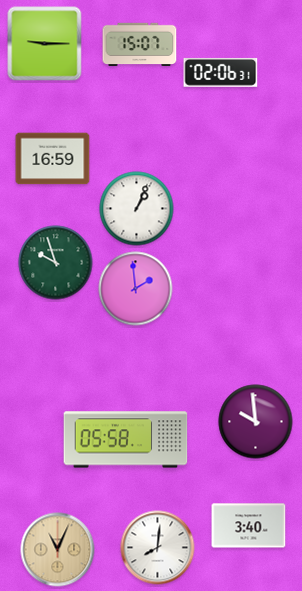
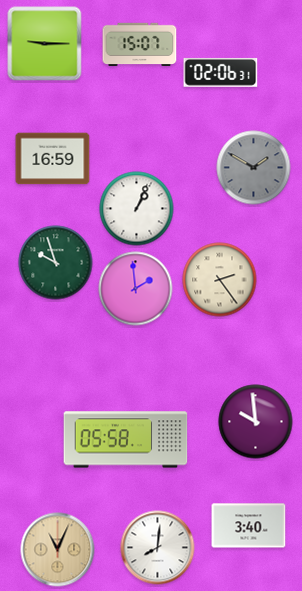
clock at (254, 168): none -> 1:50
clock at (220, 280): none -> 2:24
